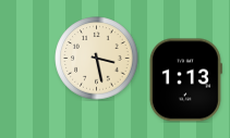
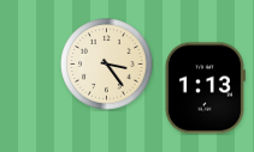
clock at (97, 59): 3:28 -> 3:24
